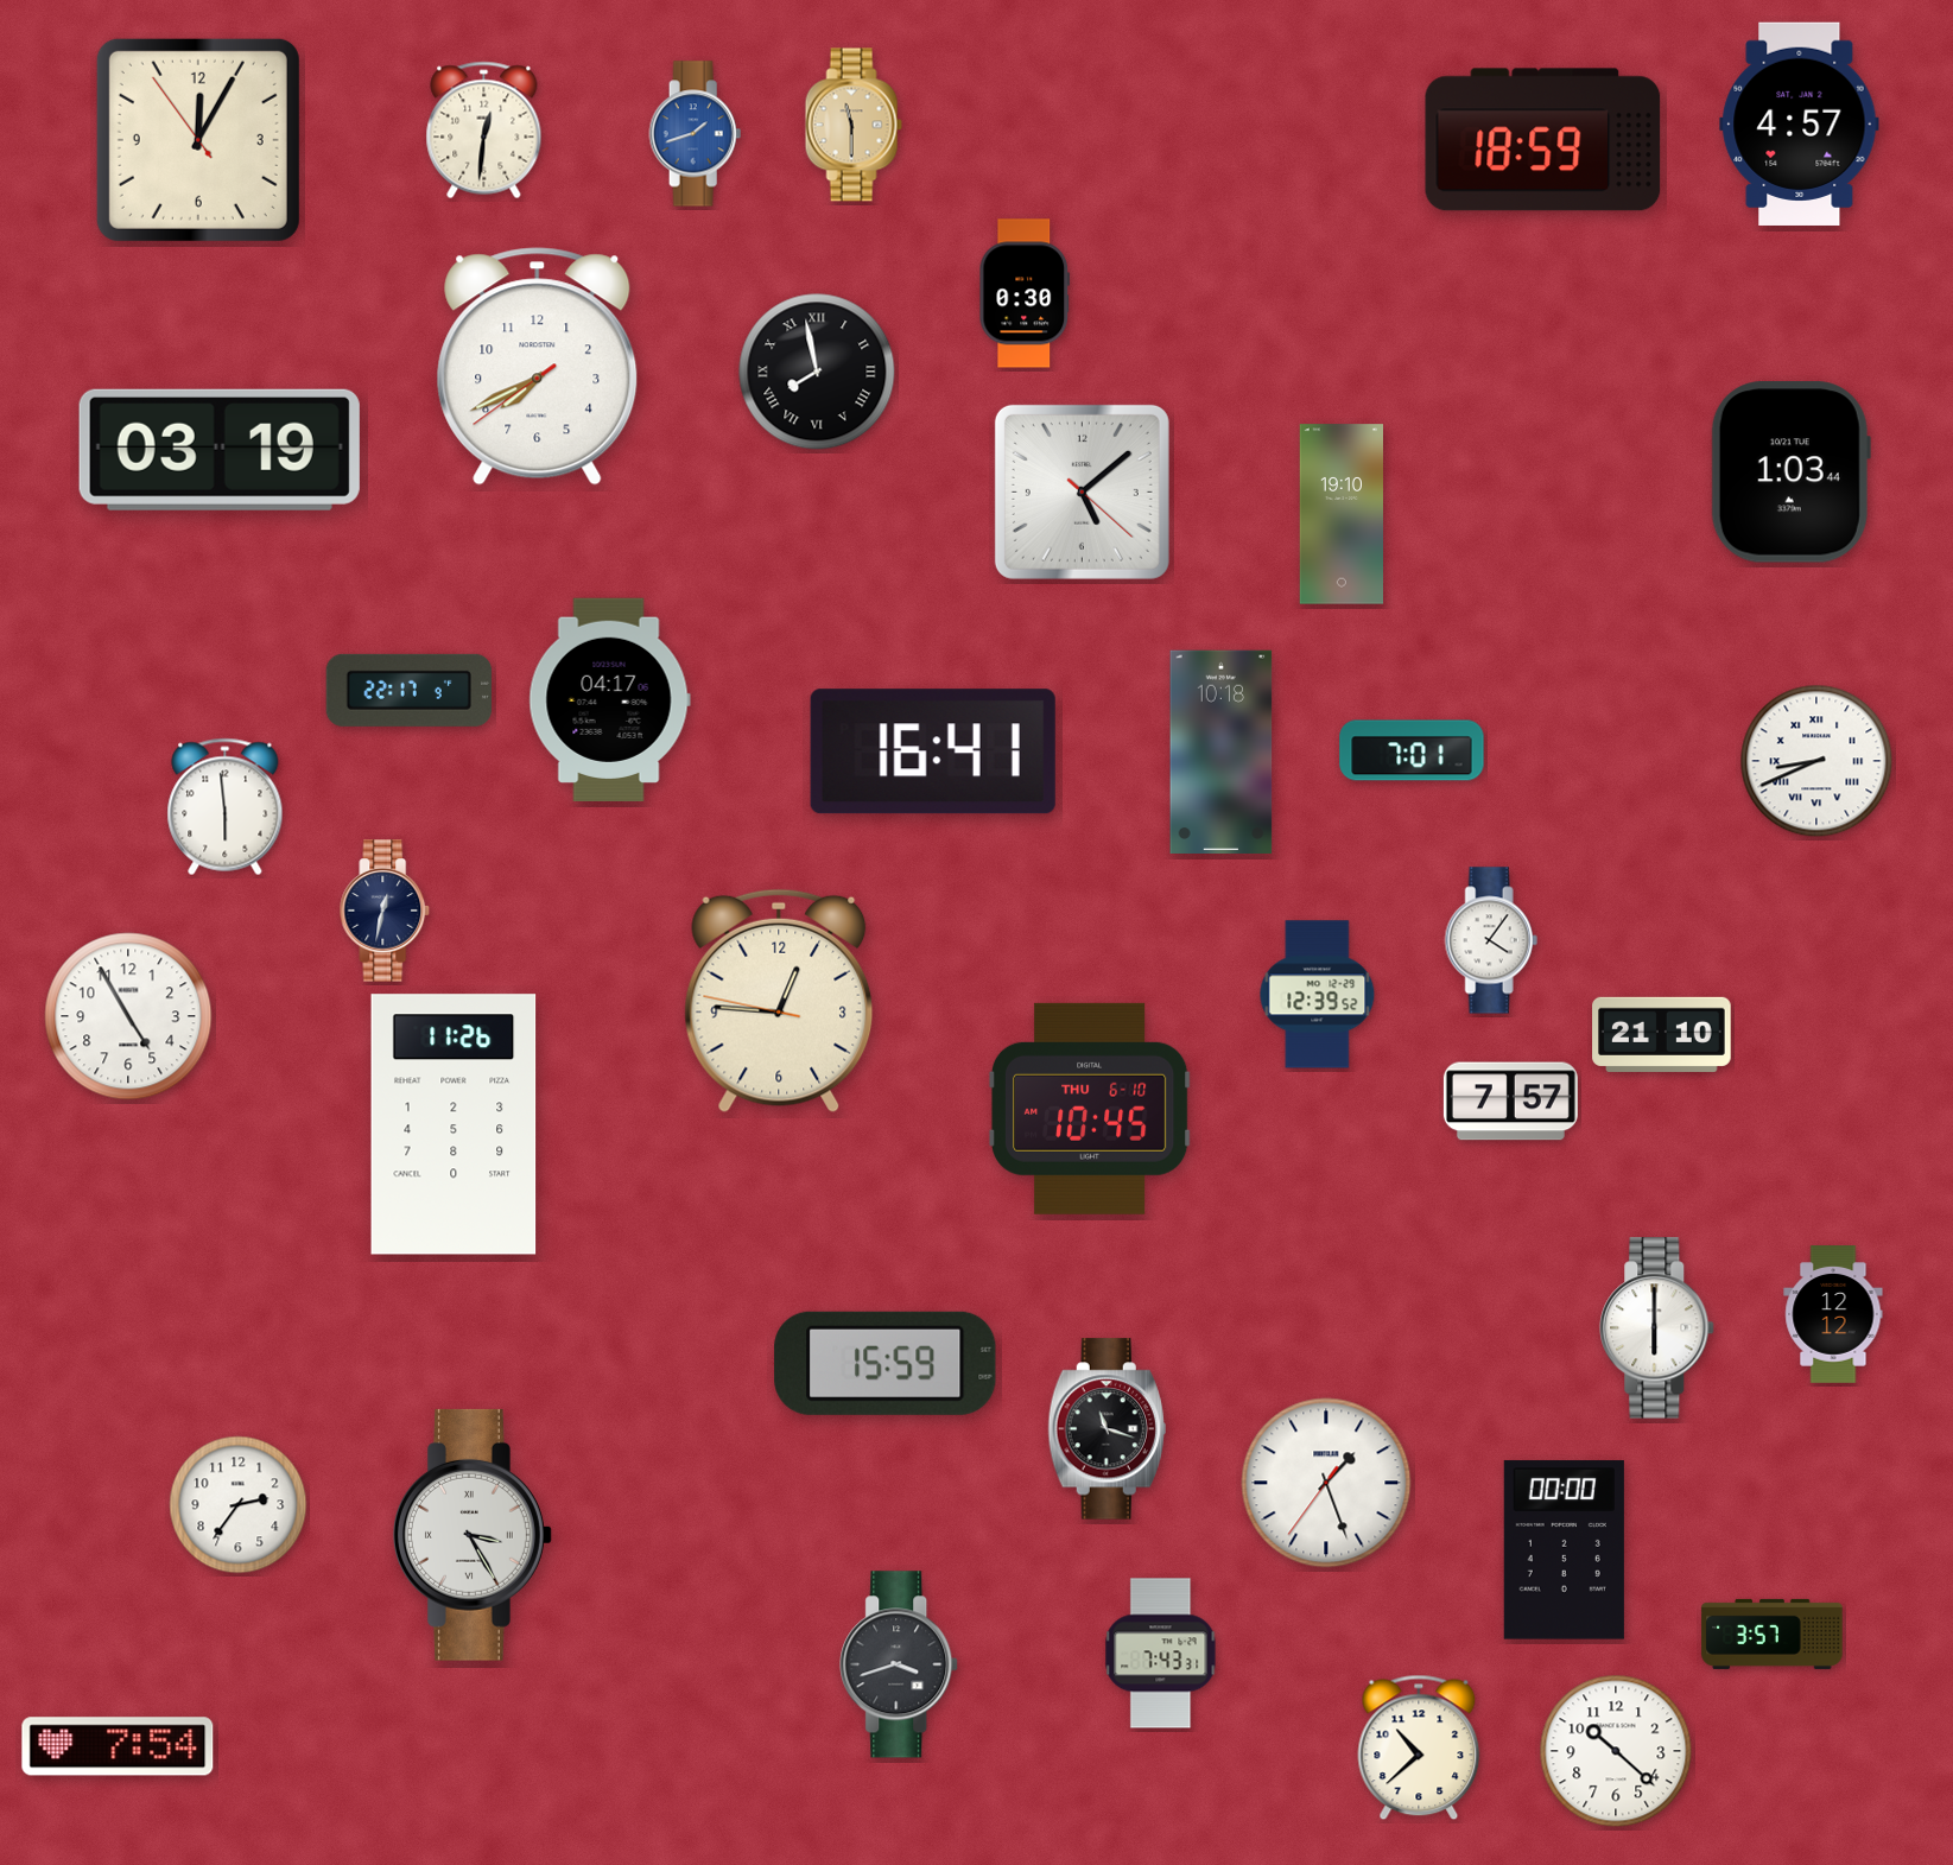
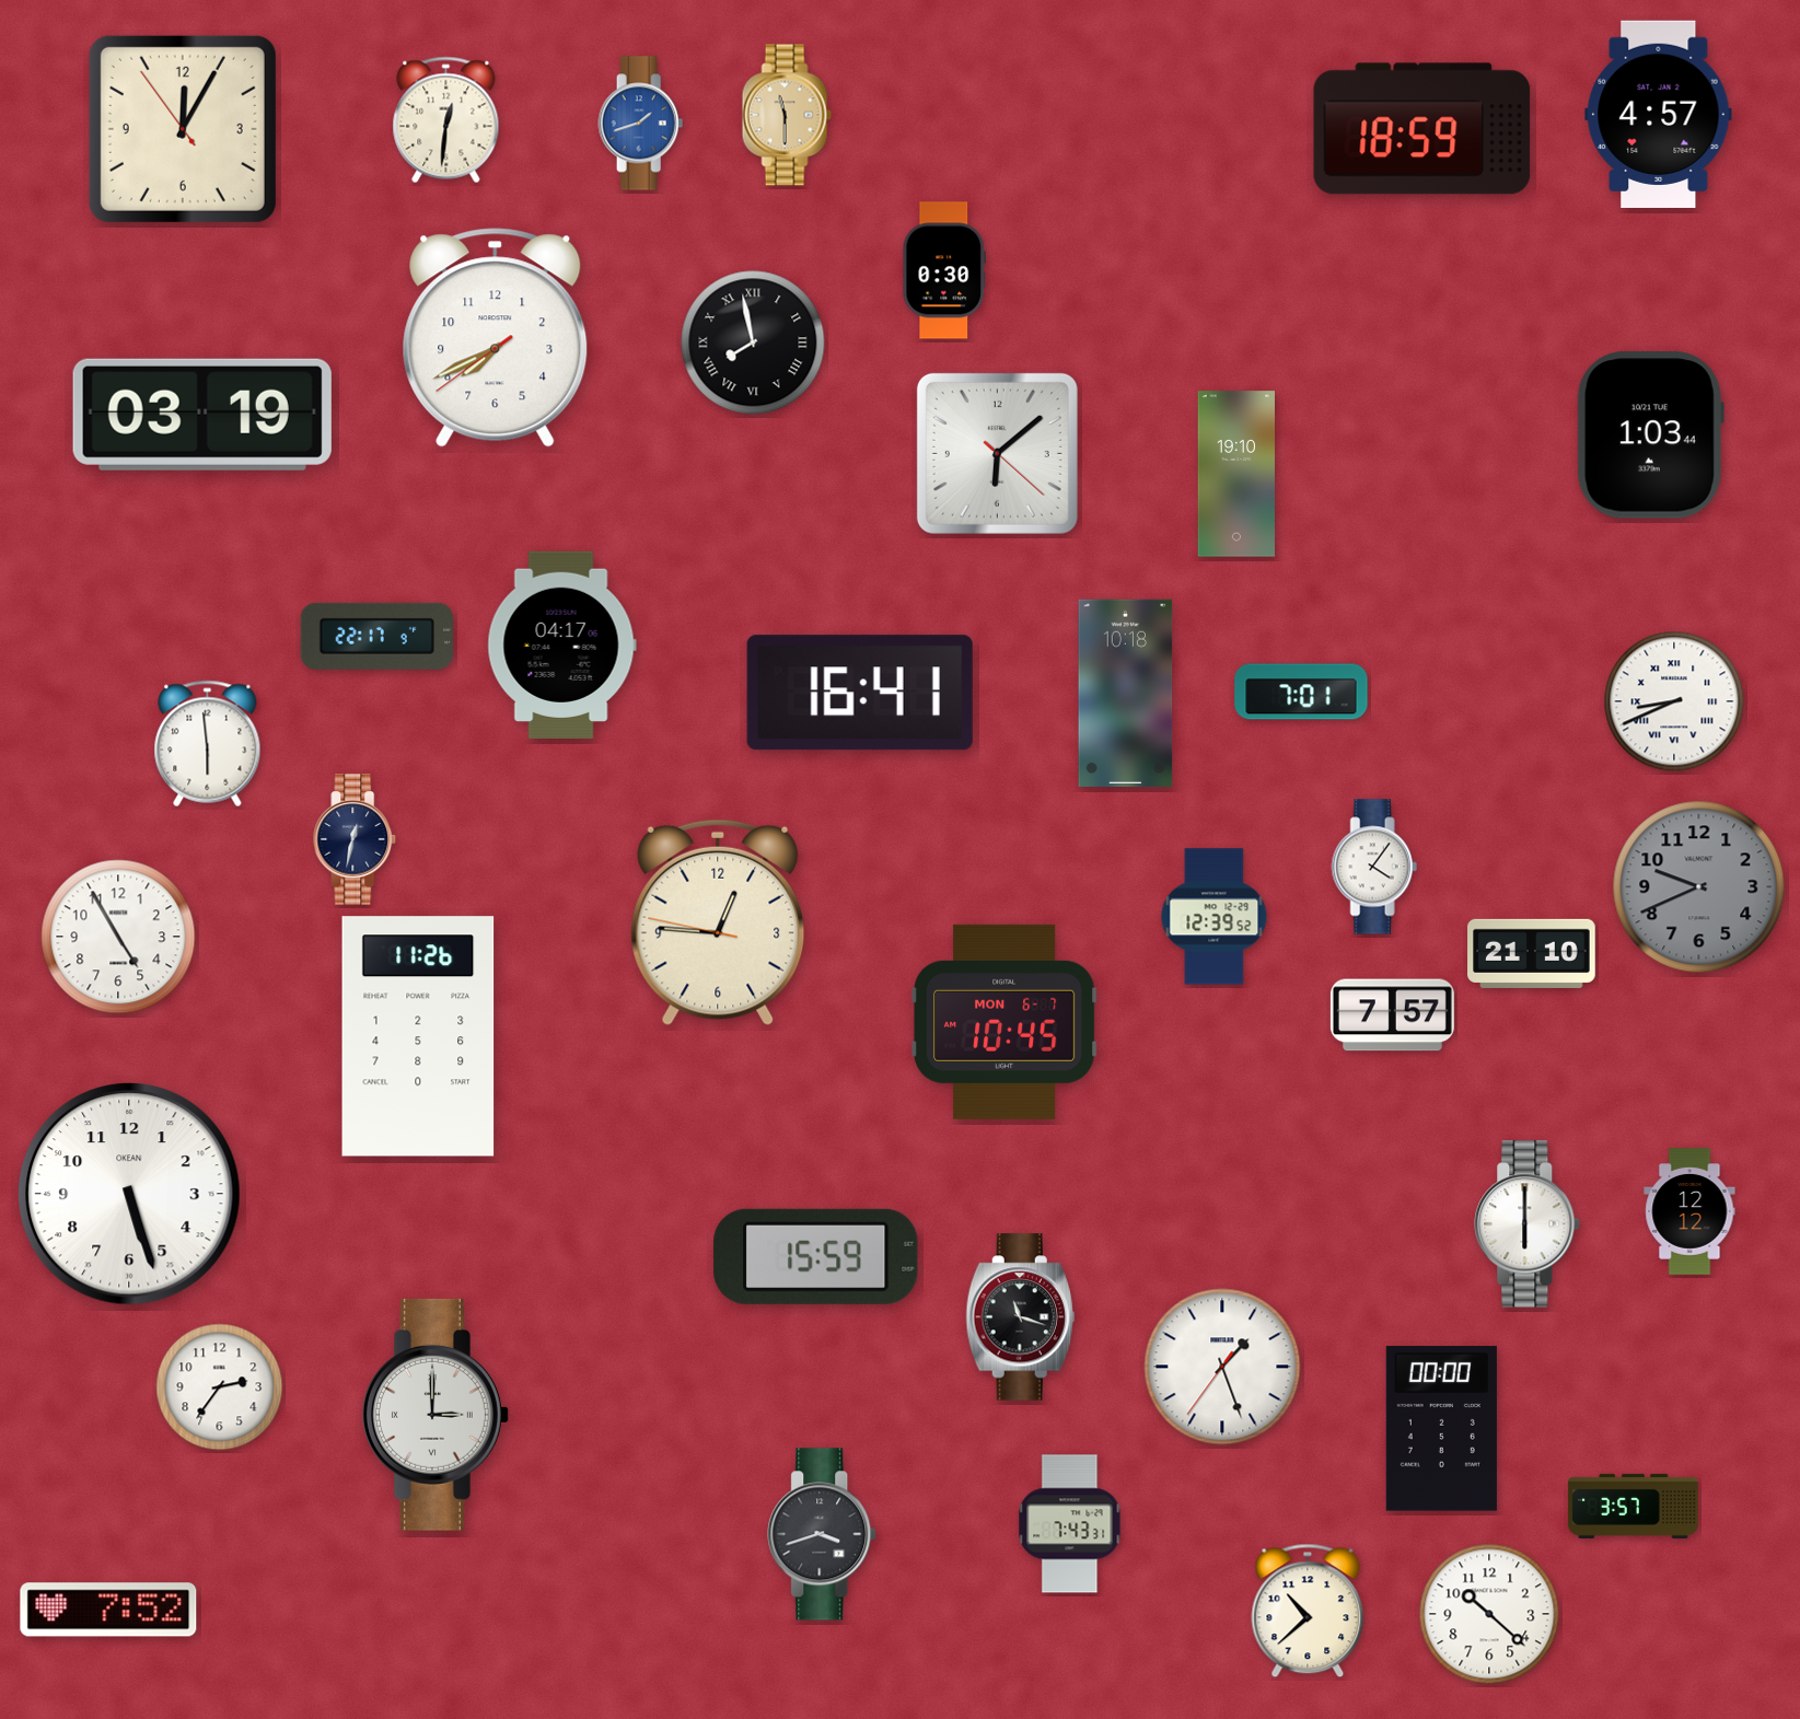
clock at (1082, 491): 5:08 -> 6:08
clock at (1699, 887): none -> 9:41
clock at (1090, 1109) date: THU 6-10 -> MON 6-7
clock at (129, 1194): none -> 5:27
clock at (473, 1535): 3:25 -> 3:00
clock at (900, 1664) position: (900, 1664) -> (823, 1534)
clock at (118, 1746): 7:54 -> 7:52
